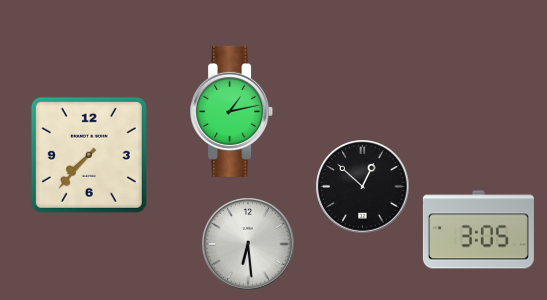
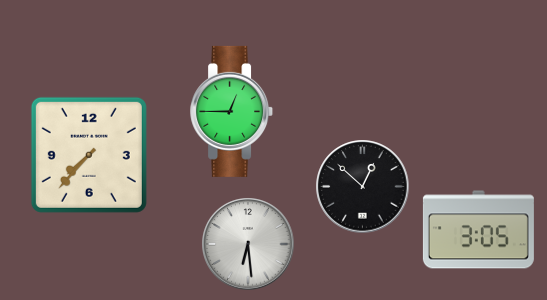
clock at (232, 111): 1:13 -> 12:45
